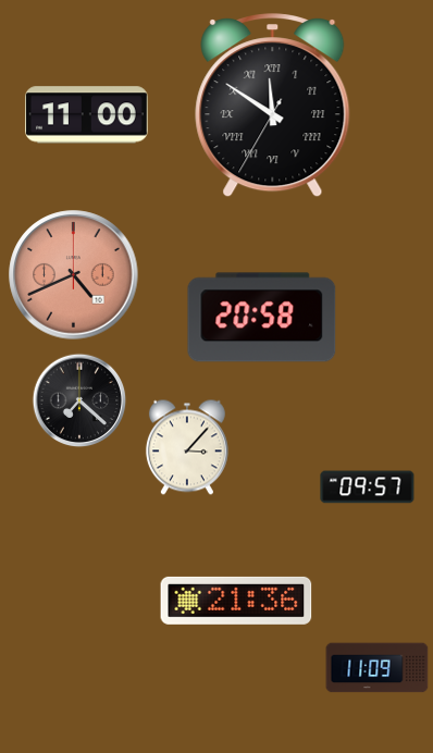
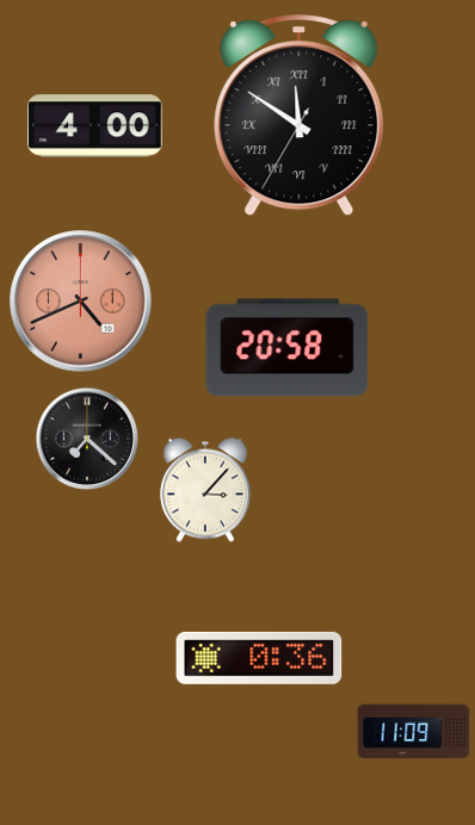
clock at (87, 115): 11:00 -> 4:00
clock at (368, 487): 09:57 -> none
clock at (236, 601): 21:36 -> 0:36
